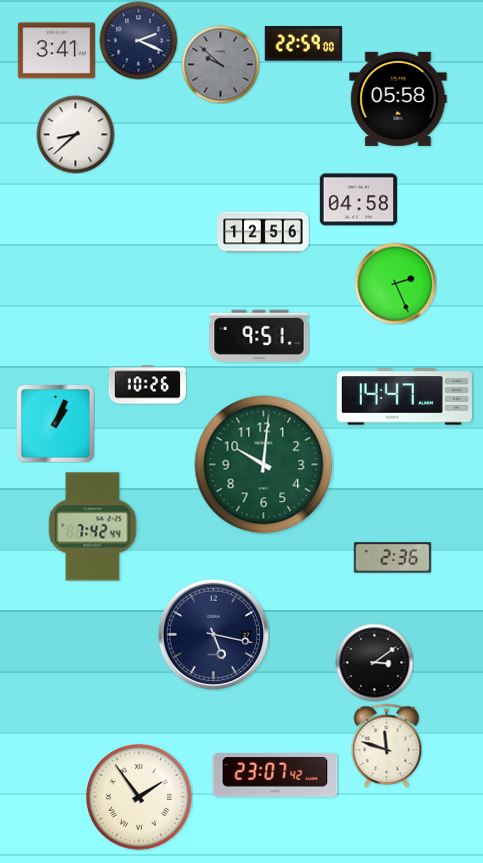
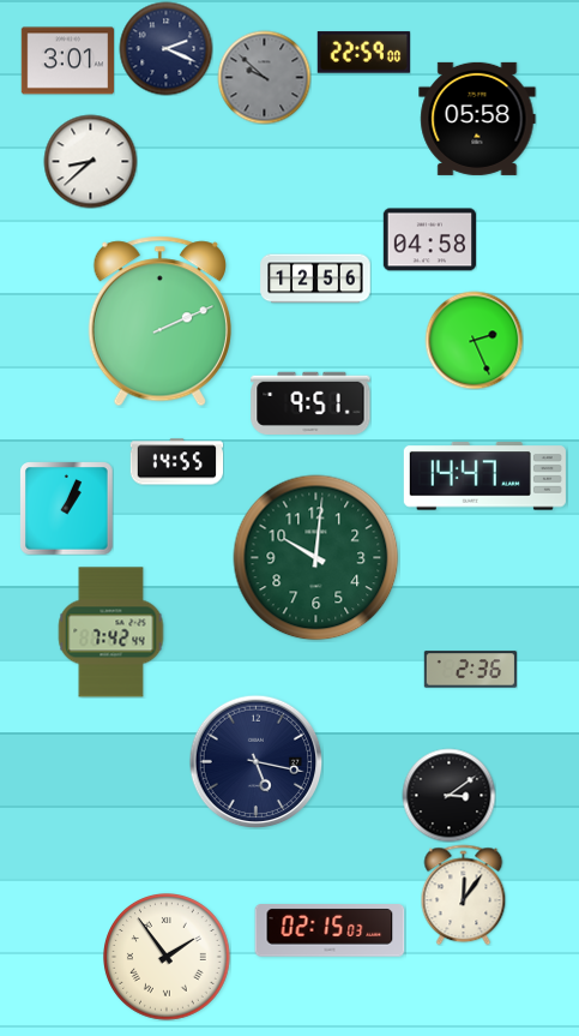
clock at (56, 51): 3:41 -> 3:01
clock at (159, 322): none -> 2:11
clock at (147, 385): 10:26 -> 14:55
clock at (387, 745): 11:48 -> 12:06
clock at (275, 775): 23:07 -> 02:15
